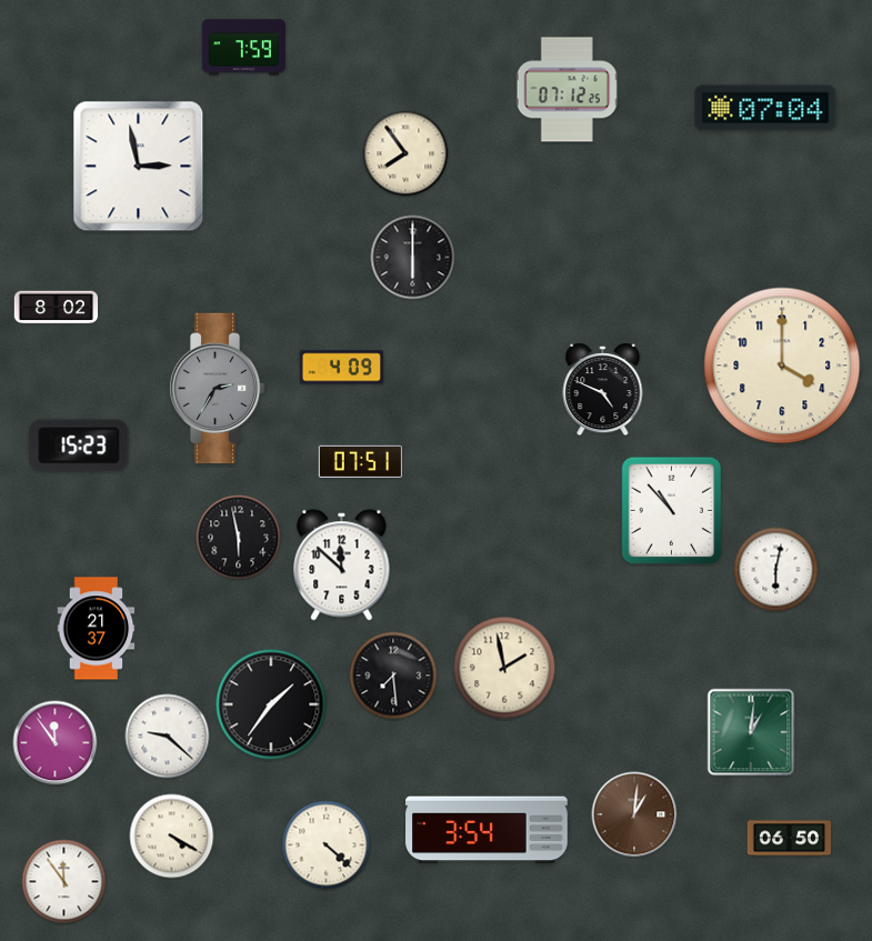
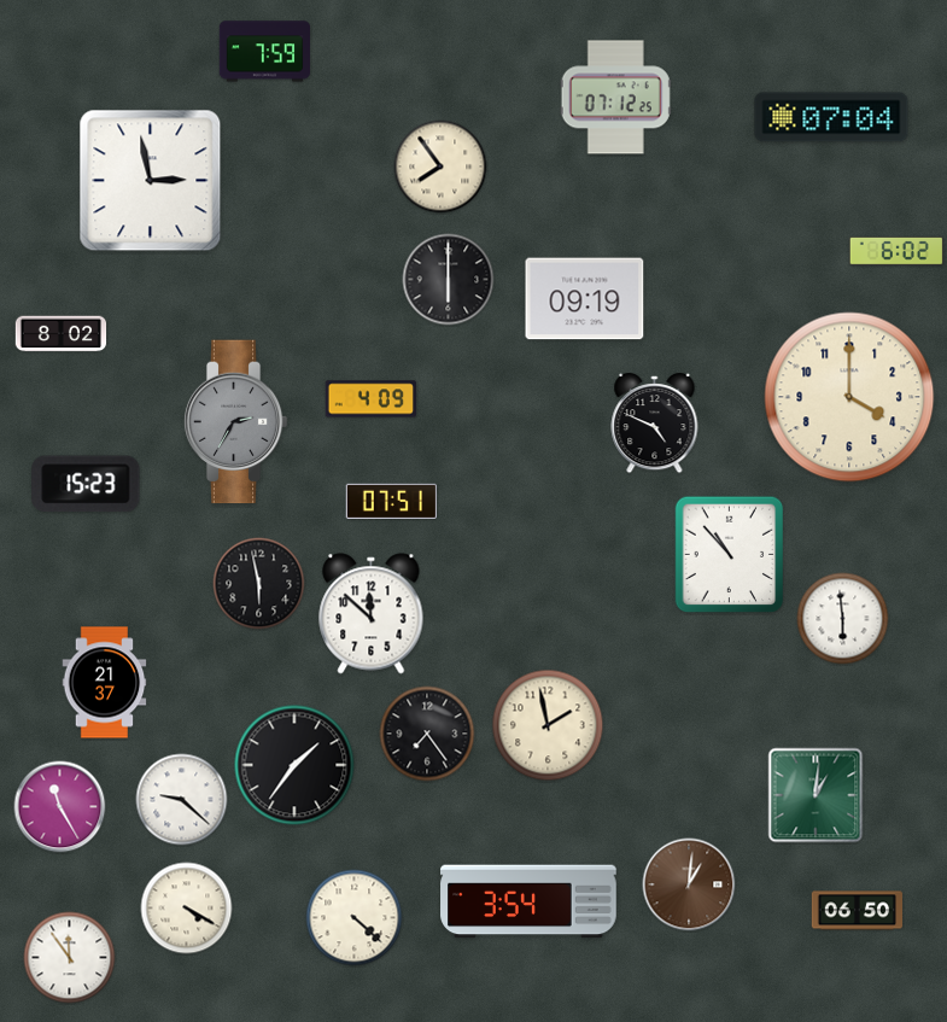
clock at (896, 251): none -> 6:02
clock at (585, 299): none -> 09:19
clock at (776, 570): 6:02 -> 5:59
clock at (393, 675): 7:29 -> 7:24
clock at (56, 743): 11:54 -> 11:25
